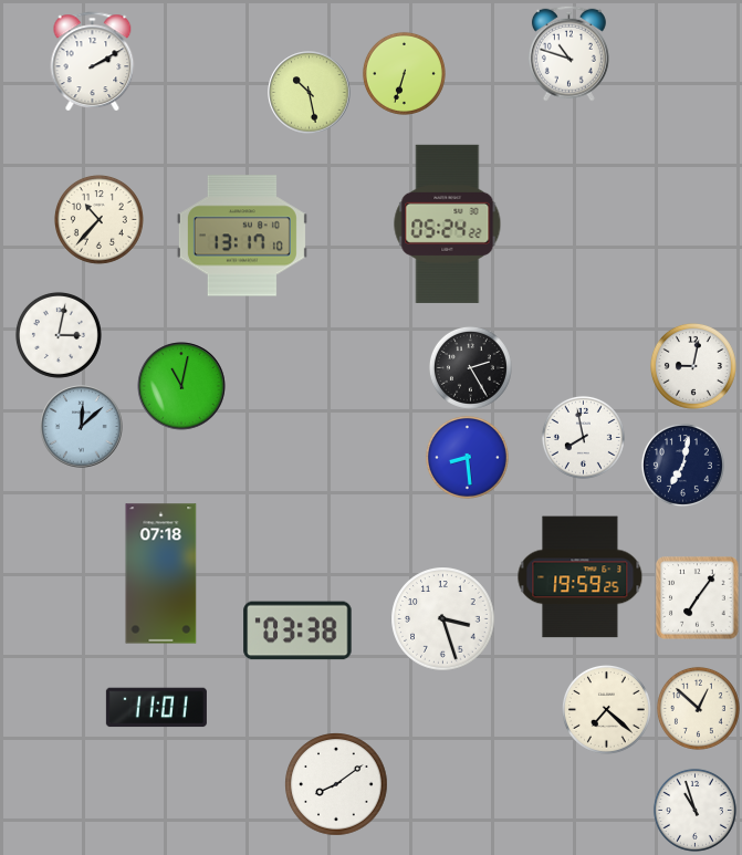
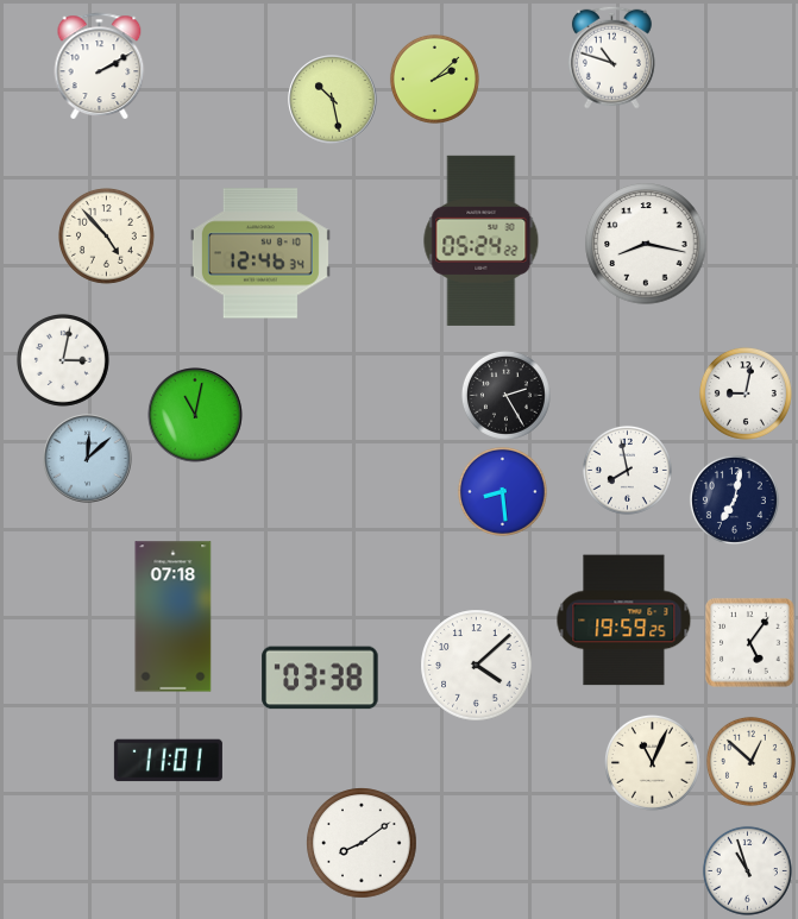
clock at (404, 73): 6:33 -> 2:08
clock at (98, 219): 10:37 -> 4:53
clock at (646, 244): none -> 8:17
clock at (242, 236): 13:17 -> 12:46
clock at (698, 598): 7:06 -> 5:06
clock at (443, 619): 3:27 -> 4:08
clock at (606, 709): 7:22 -> 11:04
